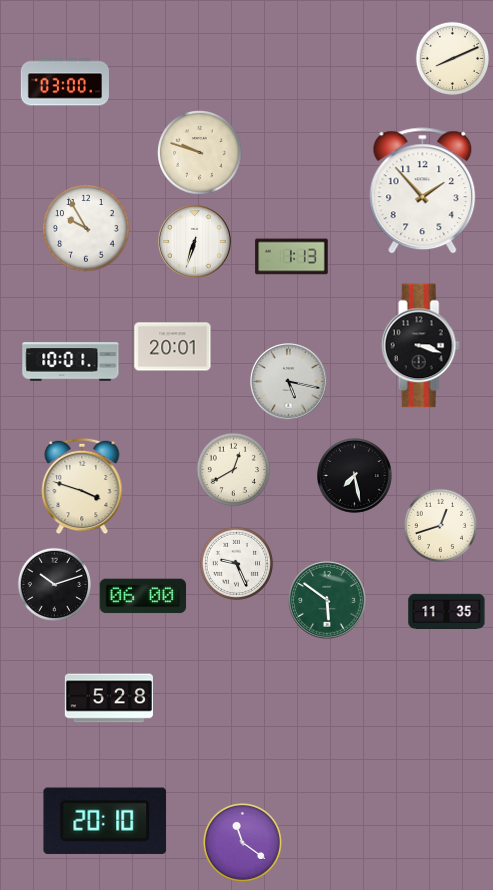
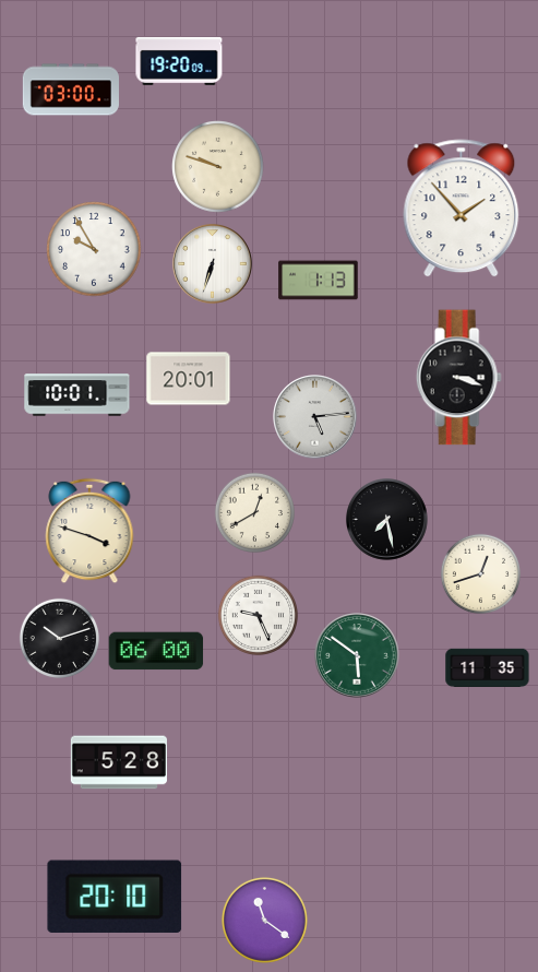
clock at (179, 61): none -> 19:20
clock at (453, 59): 8:11 -> none
clock at (289, 382): 5:17 -> 5:14
